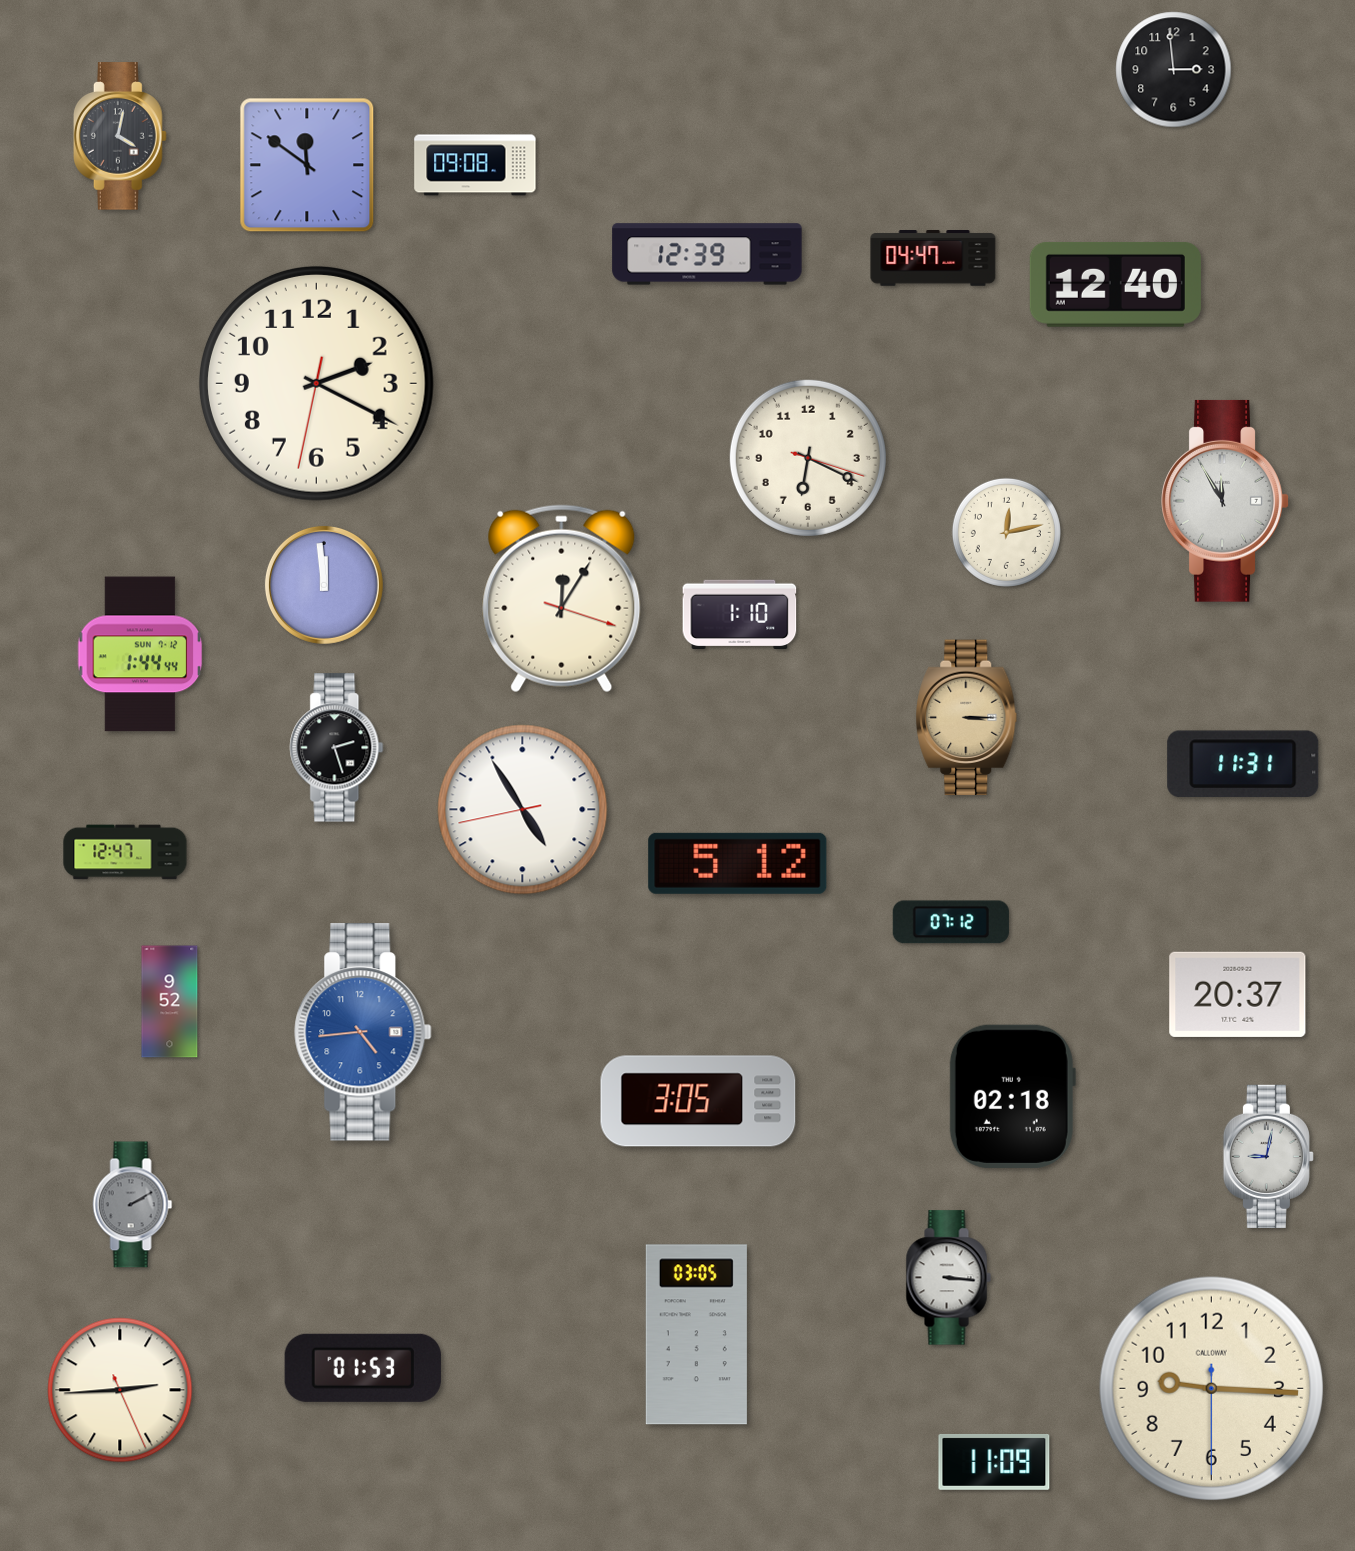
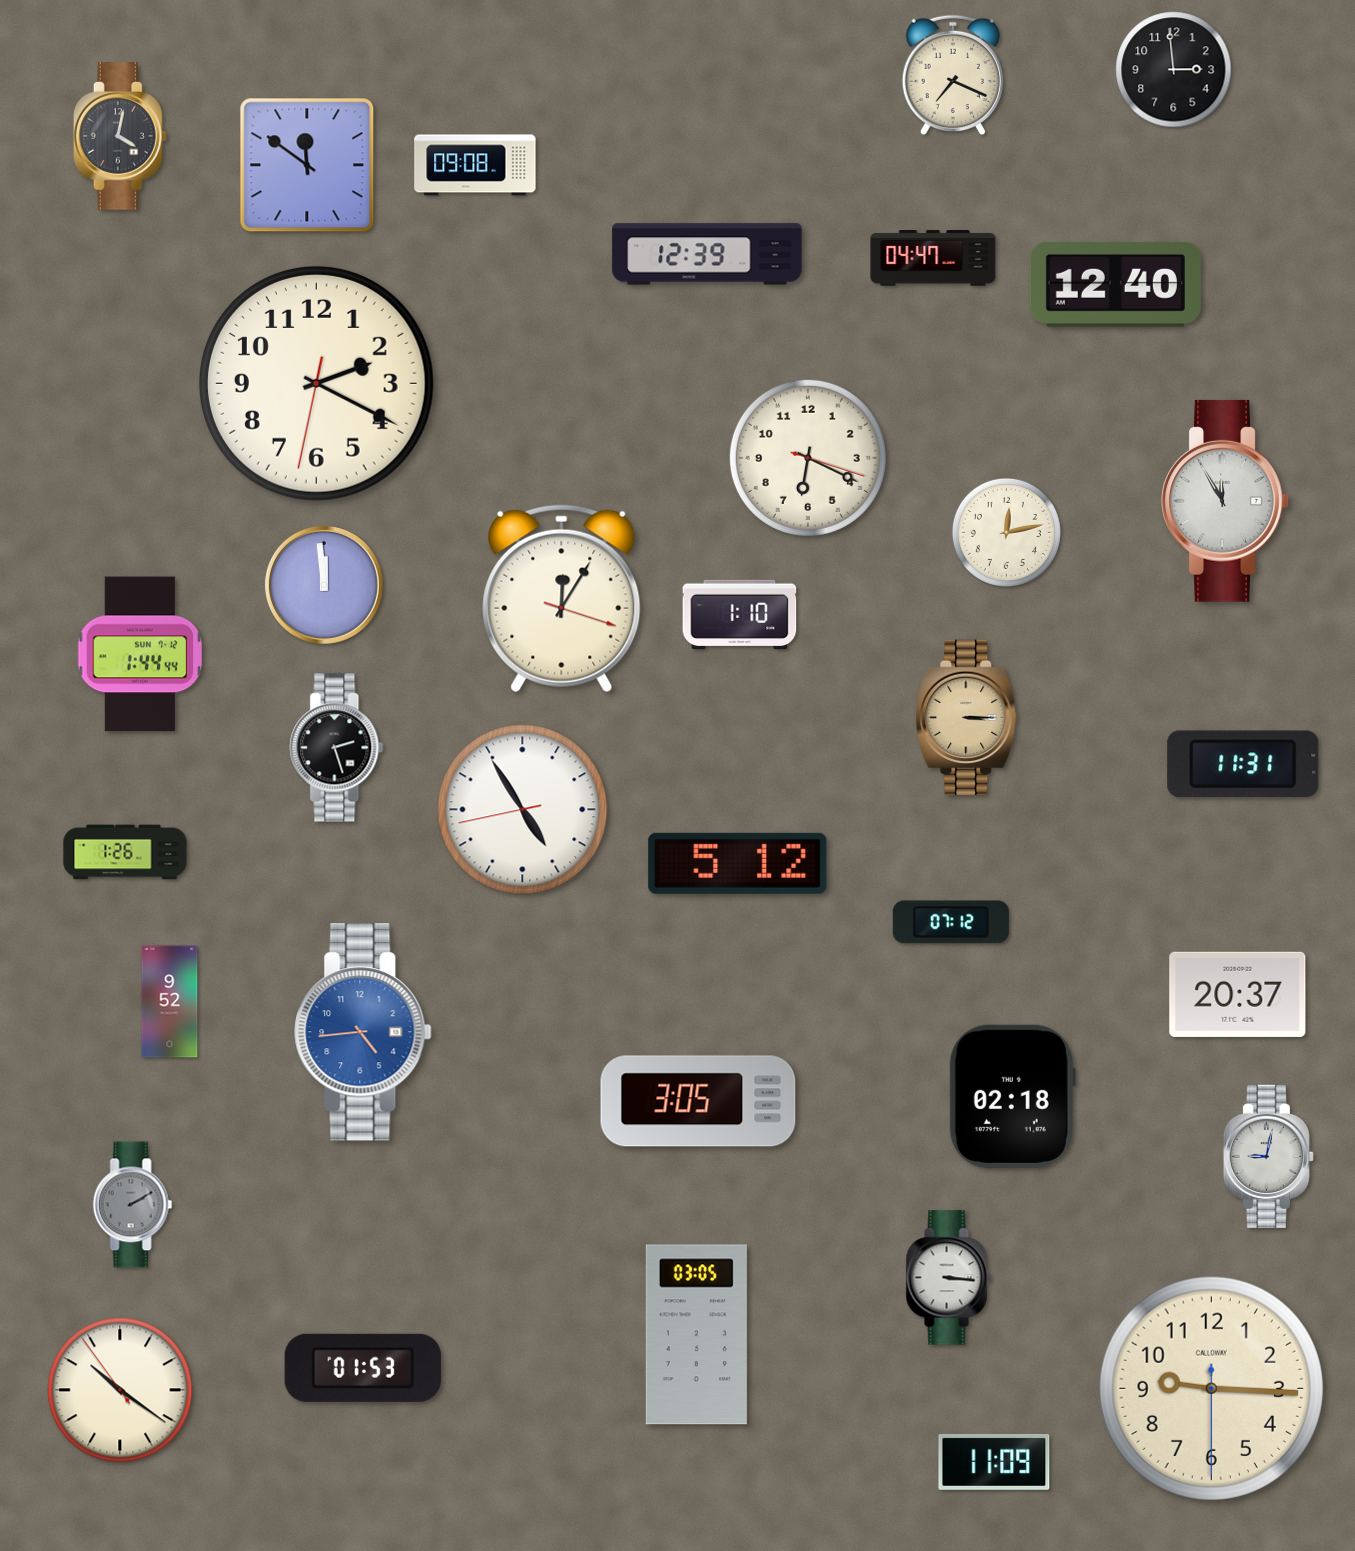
clock at (953, 75): none -> 7:19
clock at (125, 852): 12:47 -> 1:26
clock at (120, 1390): 2:44 -> 10:20
